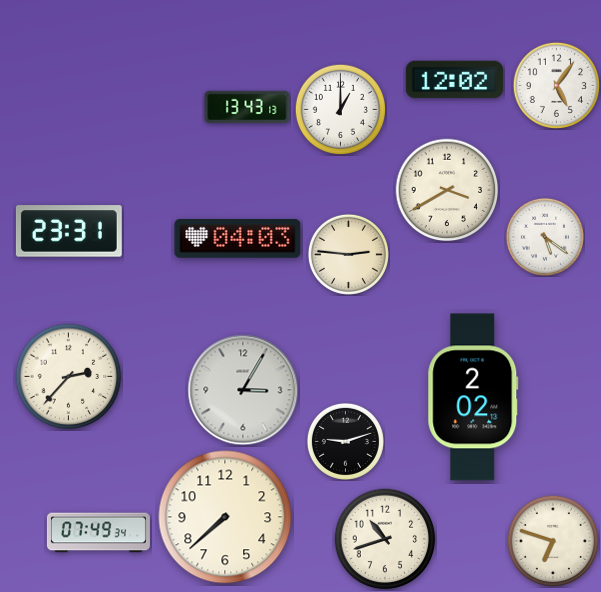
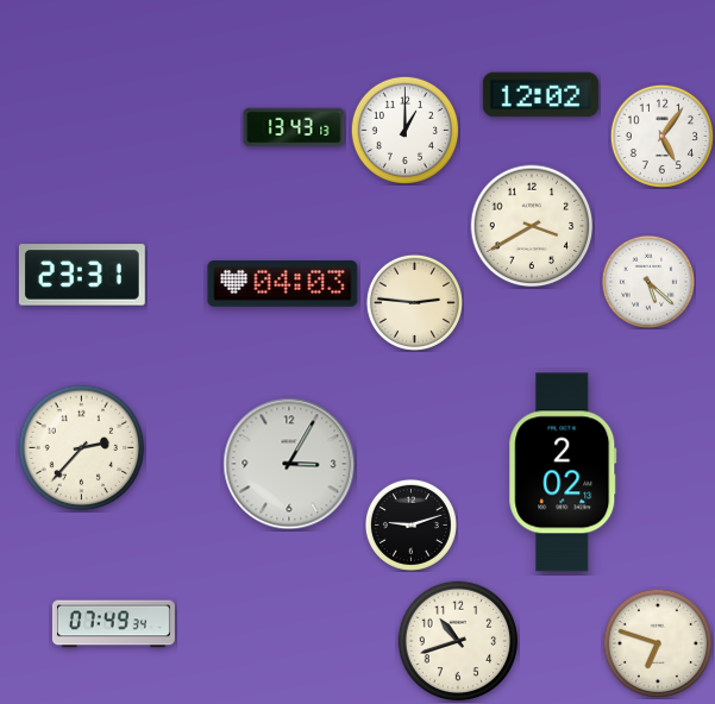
clock at (556, 85) position: (556, 85) -> (661, 136)
clock at (545, 237): 5:21 -> 5:22
clock at (225, 517): 7:38 -> none
clock at (98, 533) position: (98, 533) -> (113, 624)
